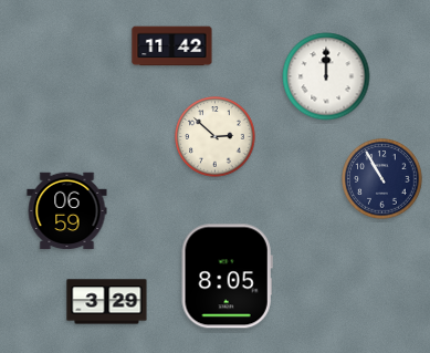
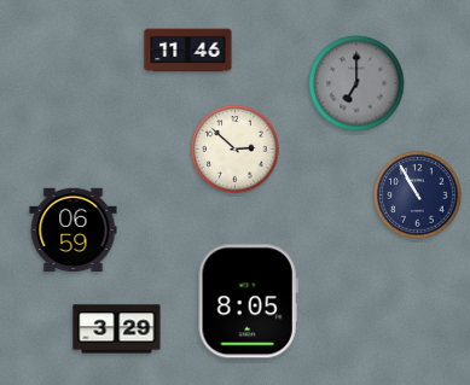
clock at (172, 46): 11:42 -> 11:46
clock at (326, 76): 12:00 -> 7:00
clock at (326, 76) dial: white -> grey
